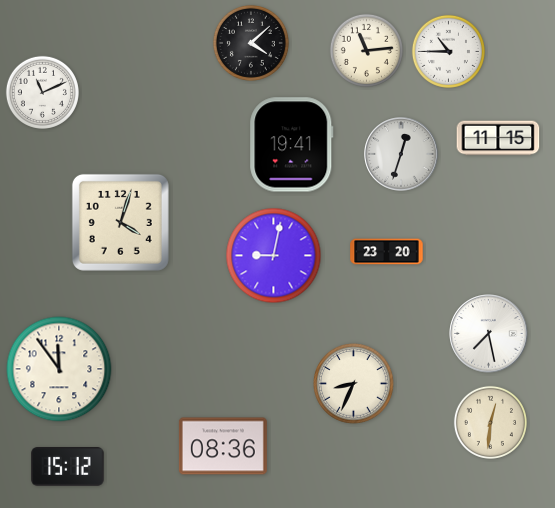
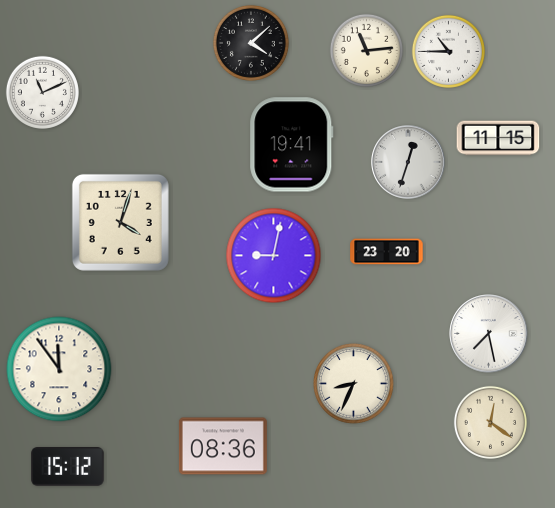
clock at (401, 154) position: (401, 154) -> (408, 162)
clock at (490, 422): 12:31 -> 12:21
